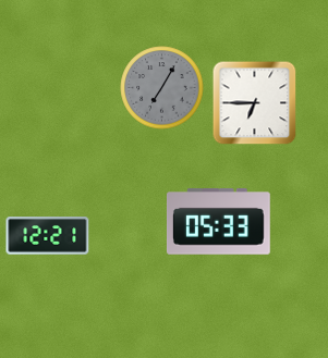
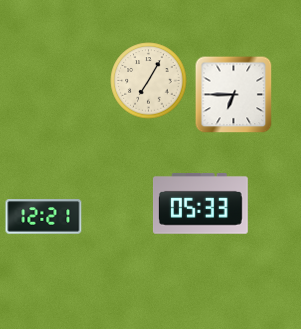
clock at (162, 88) dial: grey -> cream
